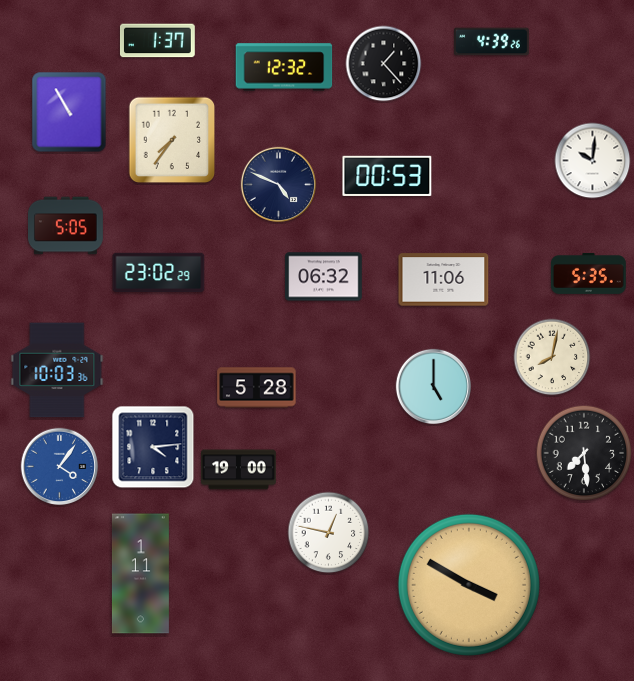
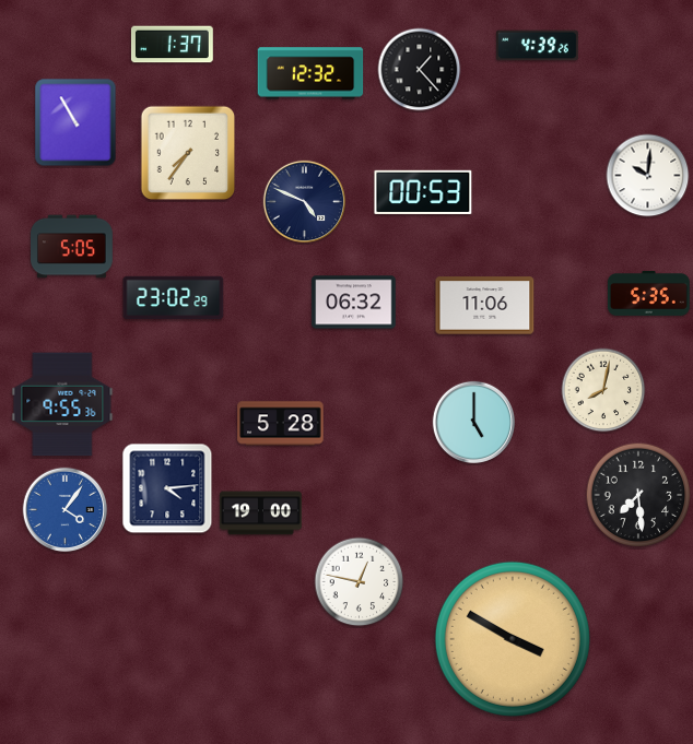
clock at (588, 273) position: (588, 273) -> (648, 293)
clock at (57, 370): 10:03 -> 9:55
clock at (140, 574): 1:11 -> none
